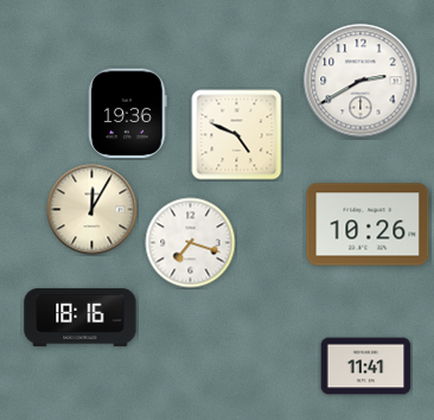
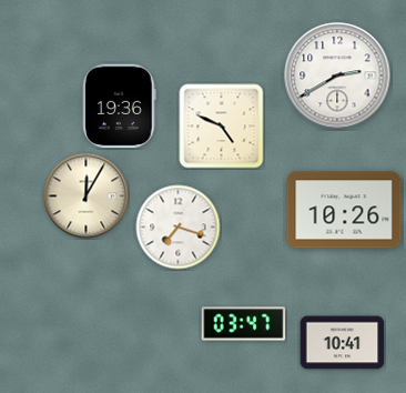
clock at (81, 317): 18:16 -> none
clock at (244, 324): none -> 03:47
clock at (366, 367): 11:41 -> 10:41
